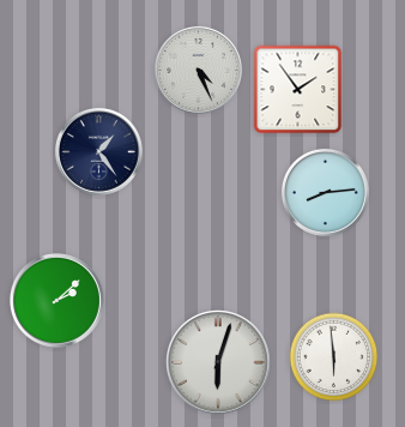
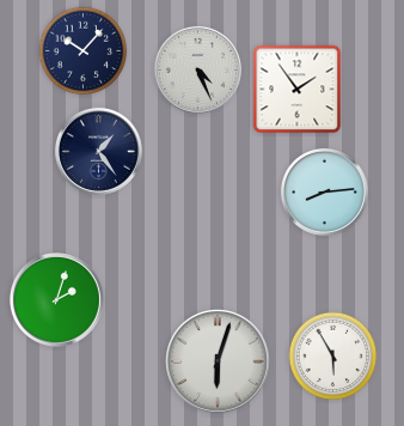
clock at (84, 51): none -> 10:07
clock at (56, 300): 2:08 -> 2:03
clock at (334, 357): 5:59 -> 5:55
